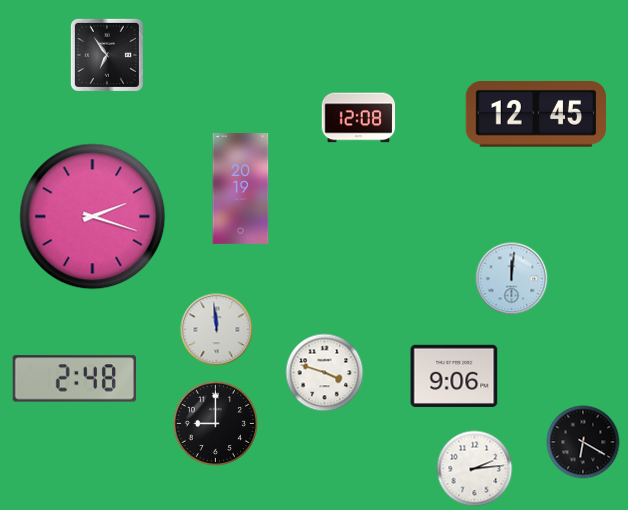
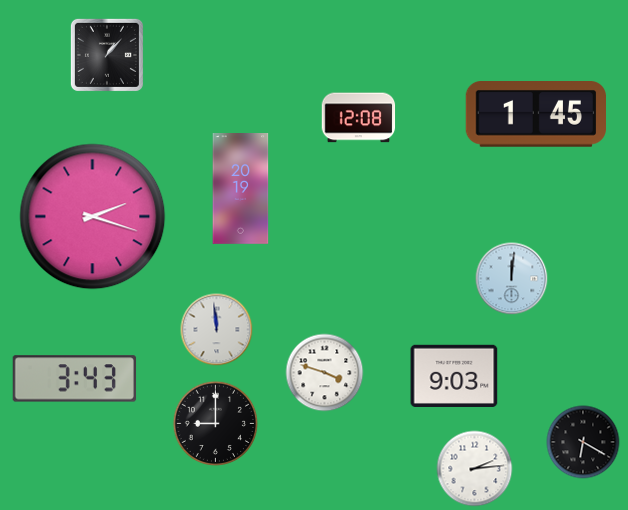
clock at (107, 55): 6:54 -> 1:07
clock at (535, 115): 12:45 -> 1:45
clock at (454, 375): 9:06 -> 9:03
clock at (75, 379): 2:48 -> 3:43
